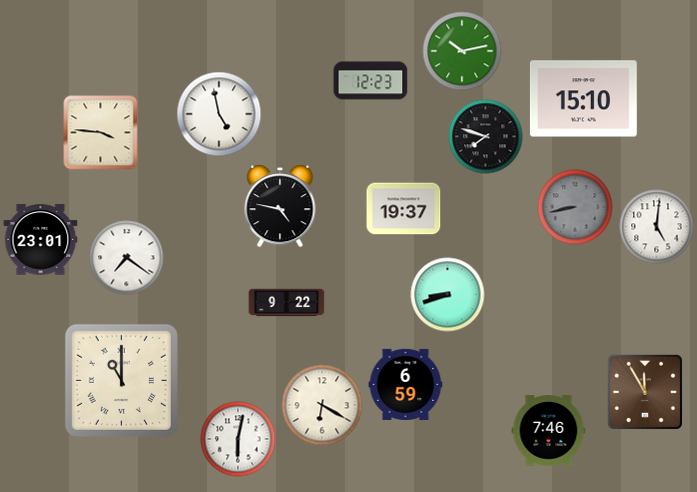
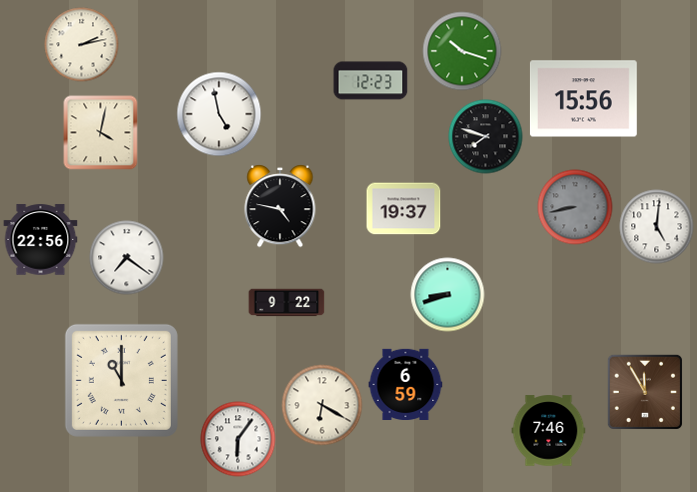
clock at (82, 45): none -> 2:13
clock at (462, 51): 10:13 -> 10:18
clock at (583, 99): 15:10 -> 15:56
clock at (101, 133): 3:46 -> 4:02
clock at (41, 240): 23:01 -> 22:56
clock at (238, 439): 6:02 -> 6:06
